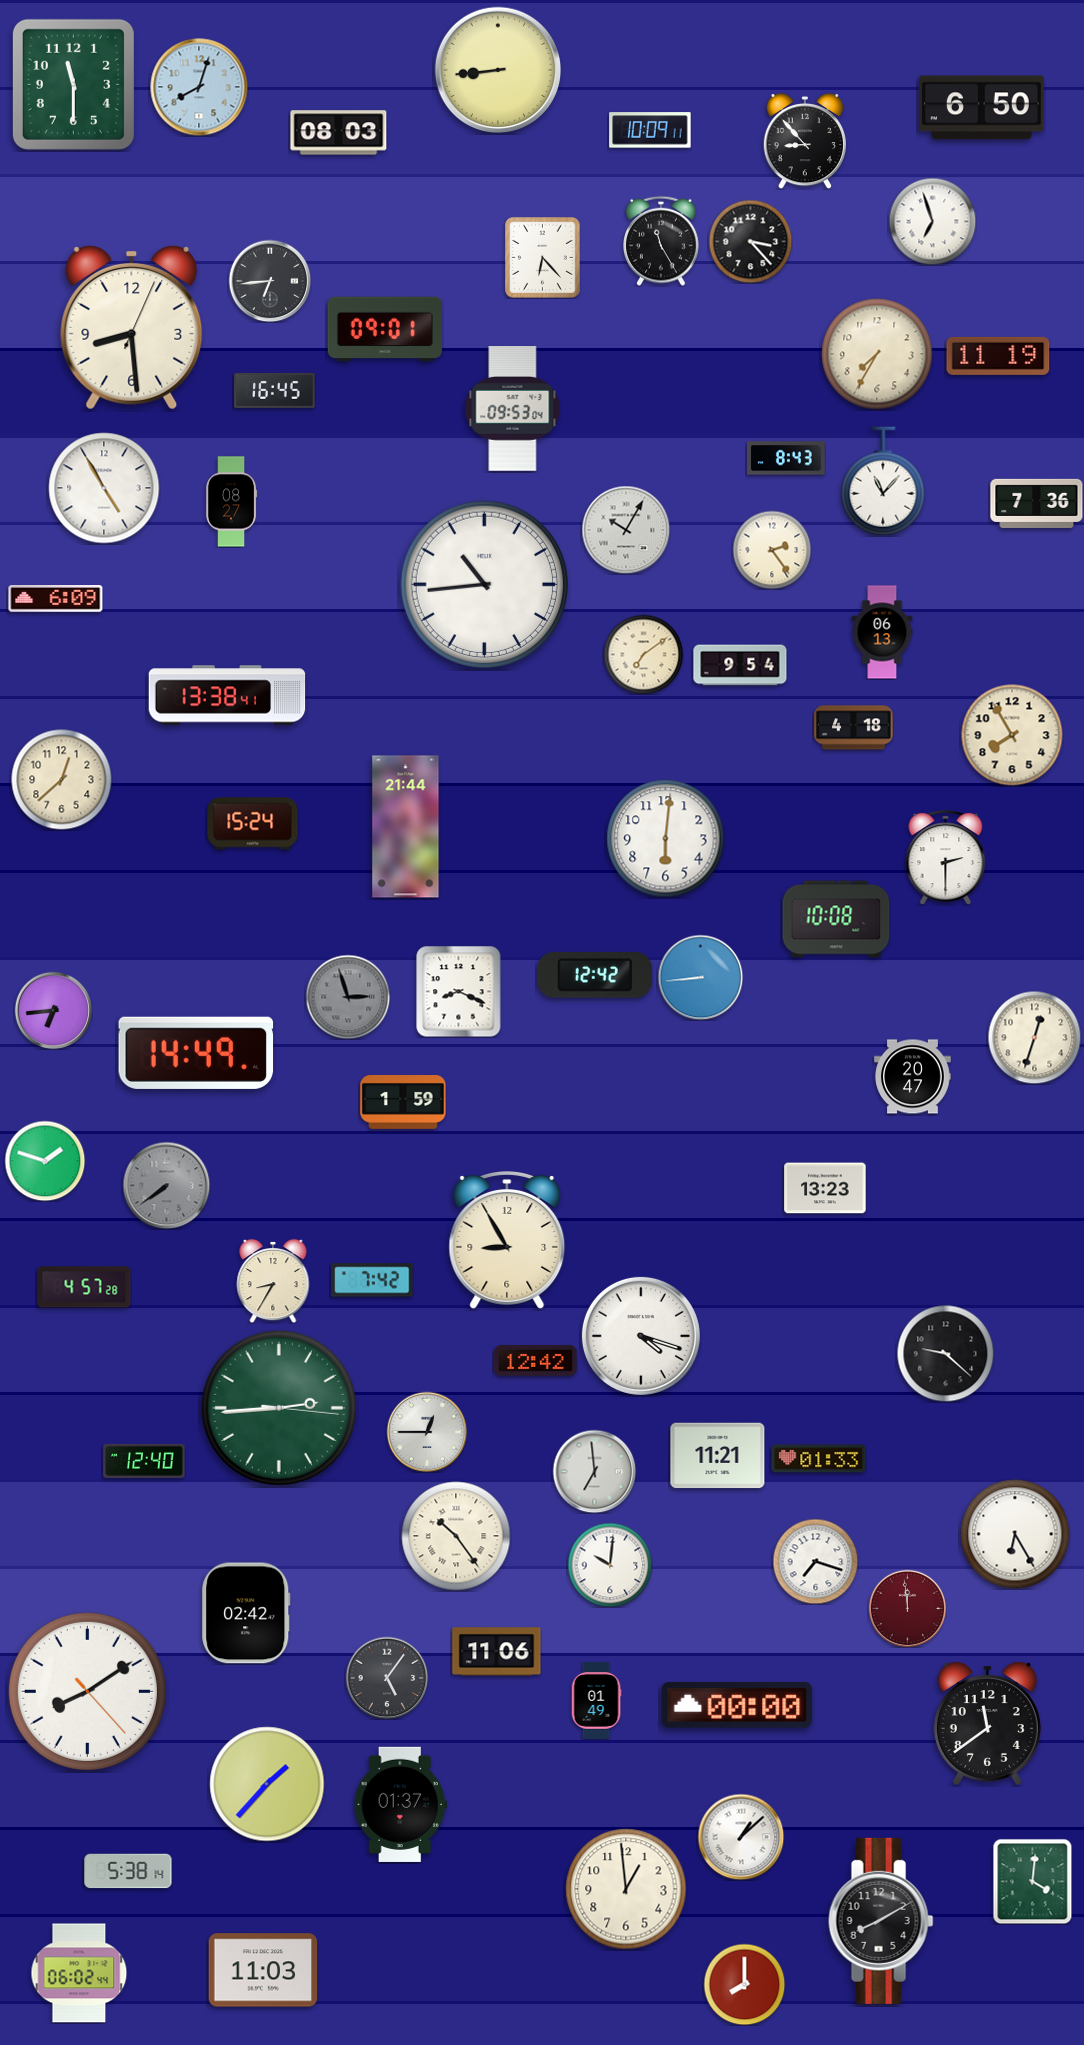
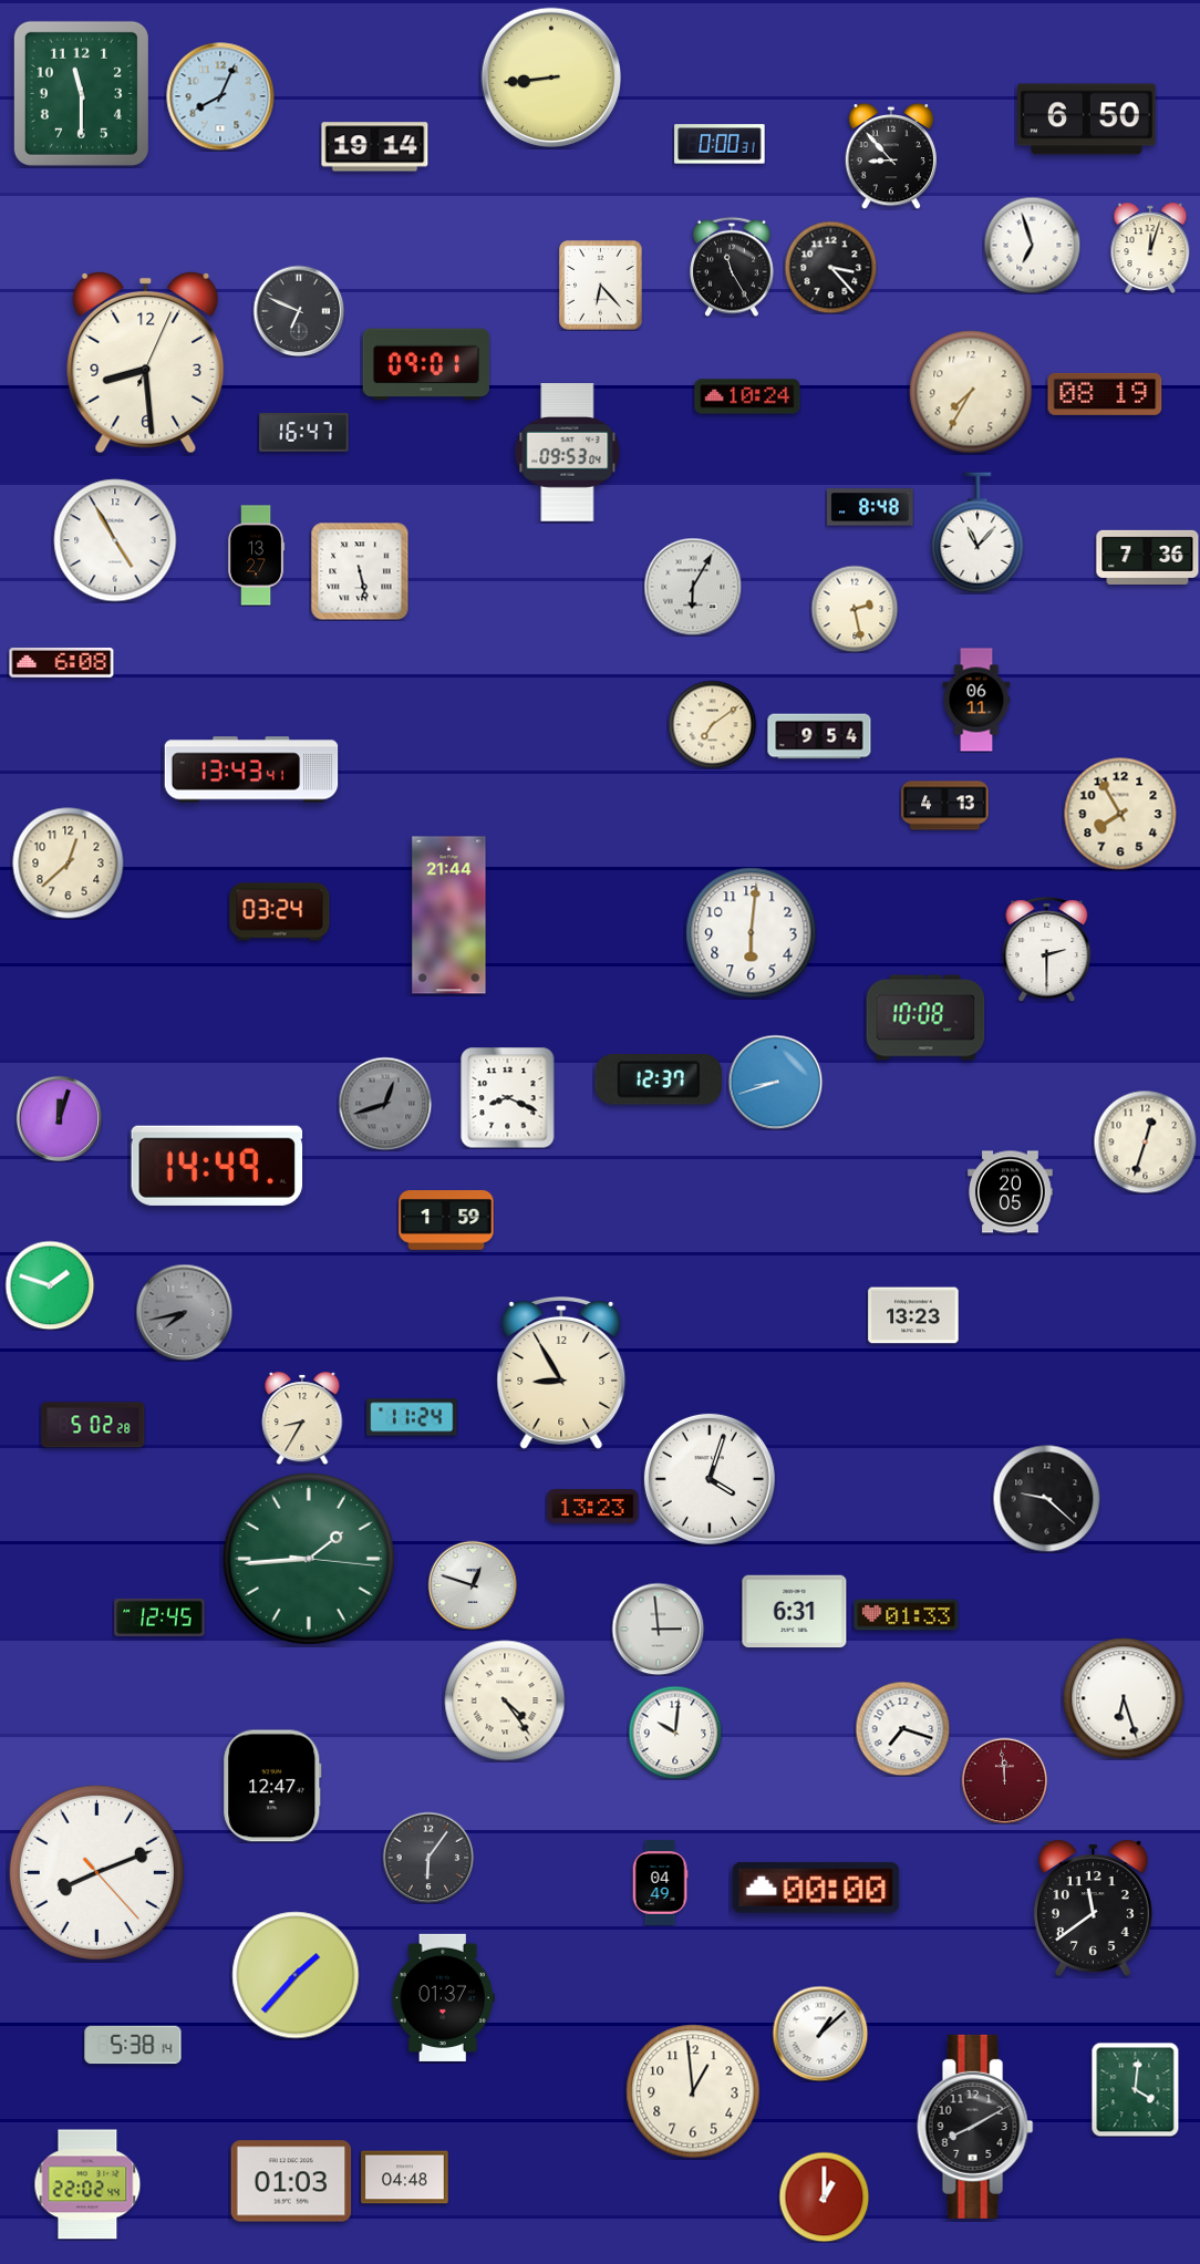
clock at (199, 87): 8:03 -> 8:04
clock at (650, 130): 10:09 -> 0:00
clock at (339, 133): 08:03 -> 19:14
clock at (1150, 248): none -> 12:03
clock at (270, 281): 6:44 -> 6:49
clock at (998, 356): 11:19 -> 08:19
clock at (747, 396): none -> 10:24
clock at (275, 390): 16:45 -> 16:47
clock at (786, 458): 8:43 -> 8:48
clock at (231, 502): 08:27 -> 13:27
clock at (360, 571): none -> 5:28
clock at (626, 530): 10:05 -> 6:05
clock at (772, 550): 2:24 -> 2:28
clock at (484, 584): 10:44 -> none
clock at (56, 599): 6:09 -> 6:08
clock at (882, 632): 06:13 -> 06:11
clock at (227, 695): 13:38 -> 13:43
clock at (854, 728): 4:18 -> 4:13
clock at (253, 824): 15:24 -> 03:24
clock at (666, 839) position: (666, 839) -> (752, 933)
clock at (595, 975): 12:42 -> 12:37
clock at (700, 977): 8:44 -> 8:42
clock at (348, 997): 2:57 -> 12:42
clock at (53, 1010): 6:44 -> 12:03
clock at (1034, 1037) position: (1034, 1037) -> (1145, 1141)
clock at (913, 1077): 20:47 -> 20:05
clock at (166, 1185): 7:39 -> 7:43
clock at (372, 1280): 7:42 -> 11:24
clock at (84, 1287): 4:57 -> 5:02
clock at (641, 1336): 4:18 -> 4:03
clock at (536, 1361): 12:42 -> 13:23
clock at (279, 1408): 2:44 -> 1:44
clock at (427, 1432): 12:45 -> 12:48
clock at (718, 1456): 11:21 -> 6:31
clock at (144, 1461): 12:40 -> 12:45
clock at (594, 1471): 6:59 -> 2:59
clock at (1015, 1534): 6:25 -> 6:27
clock at (456, 1536): 10:24 -> 4:24
clock at (246, 1613): 02:42 -> 12:47
clock at (497, 1652): 11:06 -> none
clock at (387, 1678): 5:06 -> 6:06
clock at (87, 1691): 8:09 -> 8:11
clock at (596, 1701): 01:49 -> 04:49
clock at (128, 1871) position: (128, 1871) -> (133, 2045)
clock at (1033, 1881) position: (1033, 1881) -> (1136, 2089)
clock at (405, 2178): none -> 04:48
clock at (263, 1970): 11:03 -> 01:03
clock at (79, 1973): 06:02 -> 22:02
clock at (744, 1984): 8:00 -> 1:00
